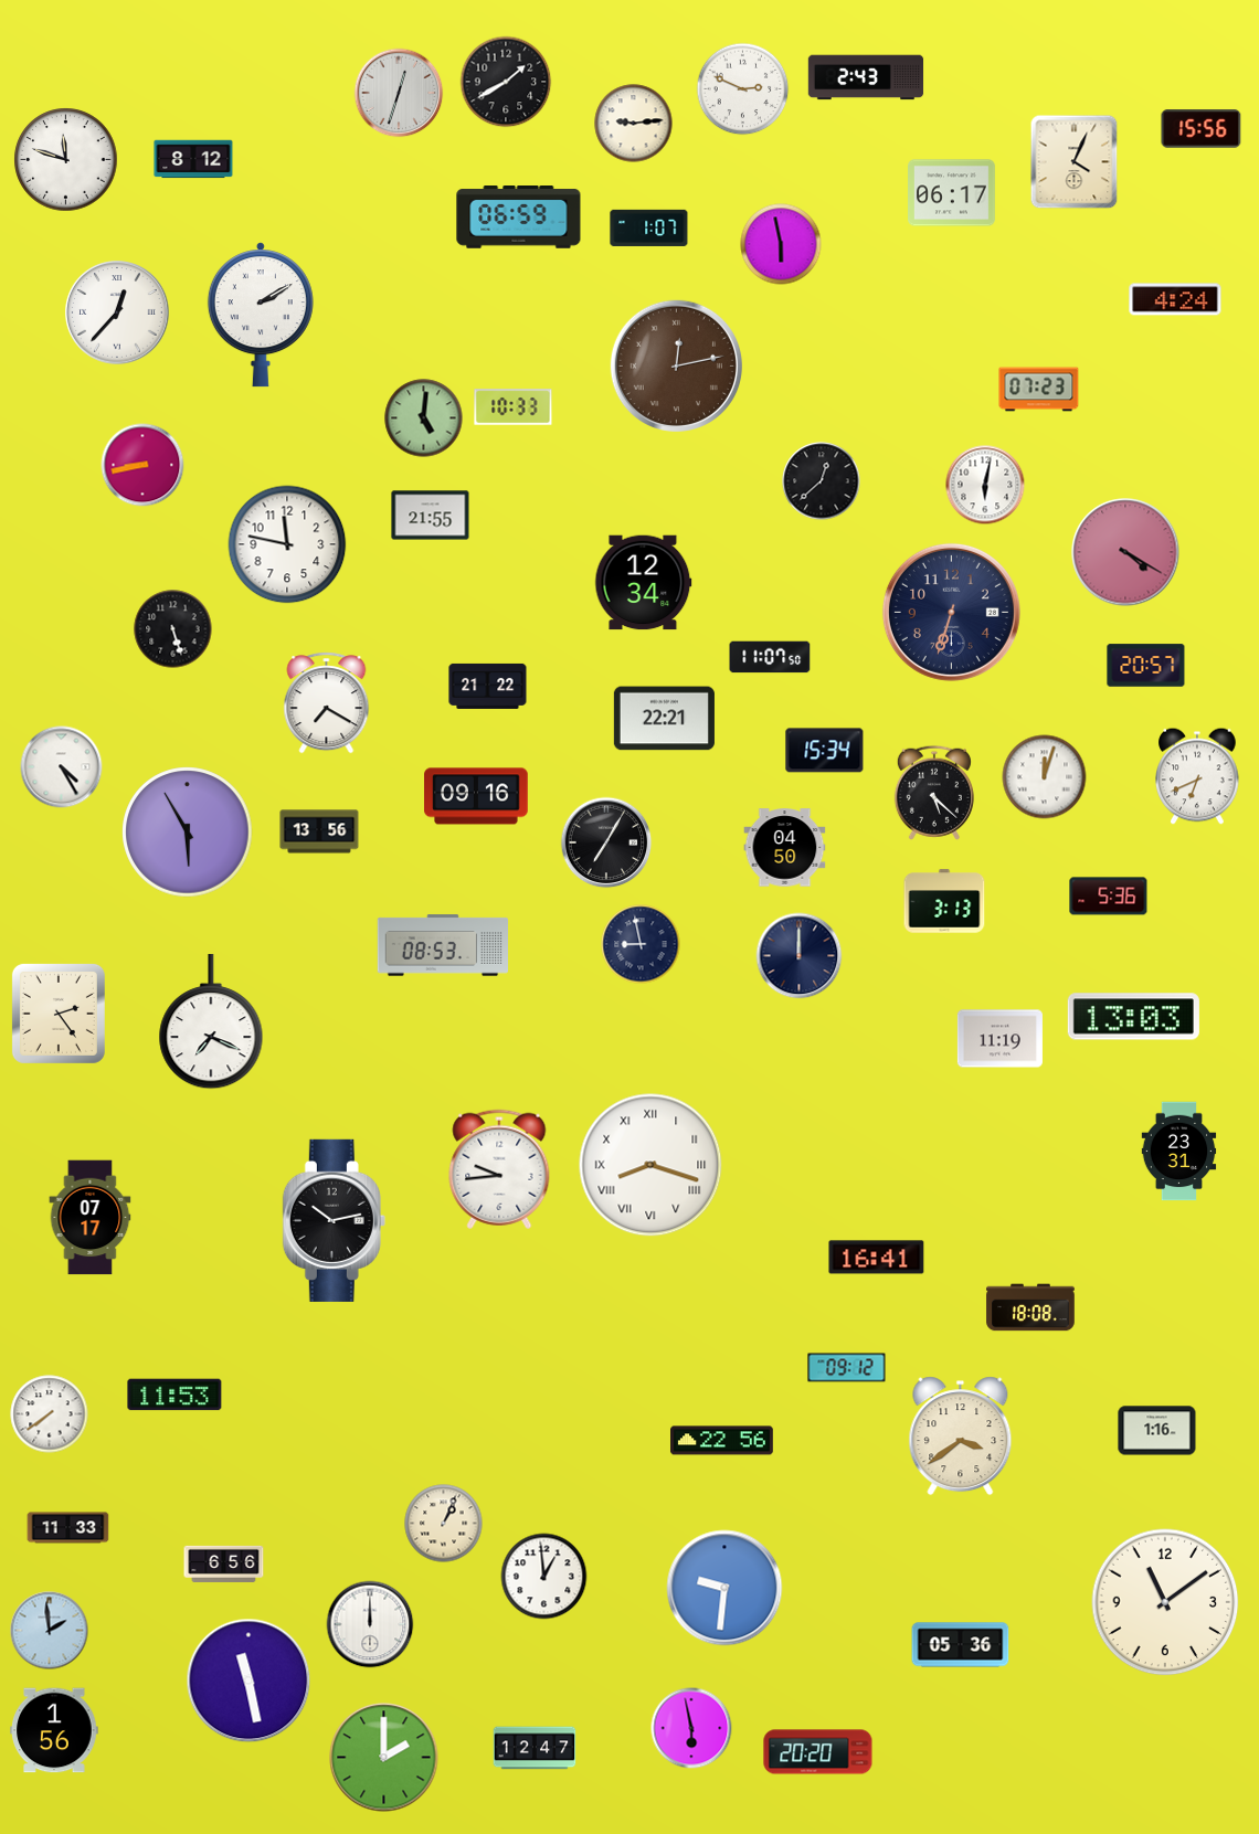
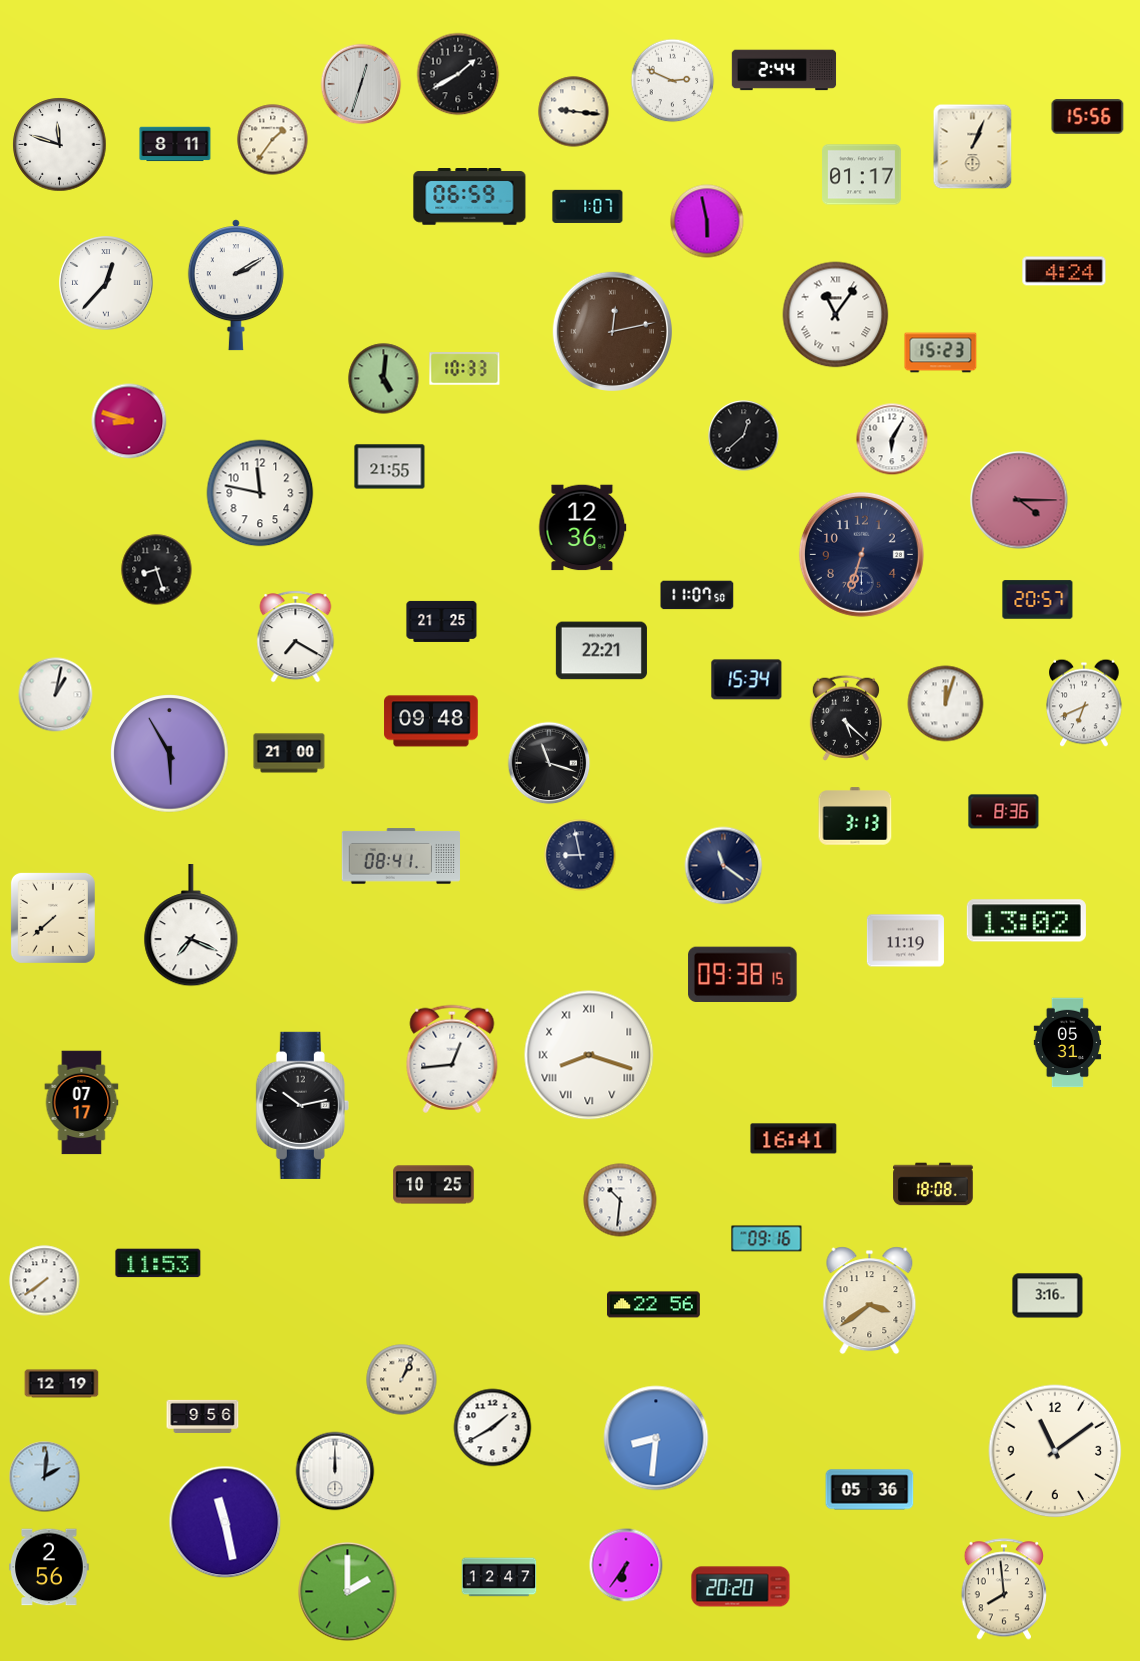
clock at (866, 77): 2:43 -> 2:44
clock at (634, 124): 9:14 -> 9:16
clock at (273, 140): none -> 1:36
clock at (193, 159): 8:12 -> 8:11
clock at (1075, 162): 4:04 -> 1:04
clock at (952, 193): 06:17 -> 01:17
clock at (836, 315): none -> 11:06
clock at (1039, 390): 07:23 -> 15:23
clock at (142, 465): 8:43 -> 8:48
clock at (985, 485): 6:02 -> 6:05
clock at (1125, 552): 4:20 -> 4:15
clock at (644, 583): 12:34 -> 12:36
clock at (173, 629): 5:27 -> 8:27
clock at (1146, 666) position: (1146, 666) -> (1038, 600)
clock at (488, 686): 21:22 -> 21:25
clock at (62, 767): 4:25 -> 1:02
clock at (476, 796): 09:16 -> 09:48
clock at (319, 831): 13:56 -> 21:00
clock at (606, 842): 7:05 -> 11:18
clock at (785, 848): 04:50 -> none
clock at (1109, 897): 5:36 -> 8:36
clock at (442, 945): 08:53 -> 08:41
clock at (800, 956): 12:00 -> 11:21
clock at (59, 1014): 2:24 -> 7:38
clock at (1133, 1017): 13:03 -> 13:02
clock at (743, 974): none -> 09:38
clock at (1179, 1152): 23:31 -> 05:31
clock at (499, 1169): 9:44 -> 12:44
clock at (434, 1185): none -> 10:25
clock at (620, 1200): none -> 10:31
clock at (847, 1368): 09:12 -> 09:16
clock at (1157, 1431): 1:16 -> 3:16
clock at (68, 1528): 11:33 -> 12:19
clock at (224, 1563): 6:56 -> 9:56
clock at (544, 1577): 12:59 -> 1:40
clock at (724, 1588): 9:31 -> 8:31
clock at (50, 1631): 1:59 -> 2:01
clock at (691, 1728): 5:58 -> 6:36
clock at (54, 1730): 1:56 -> 2:56
clock at (535, 1748) position: (535, 1748) -> (499, 1577)
clock at (1004, 1589): none -> 7:59
